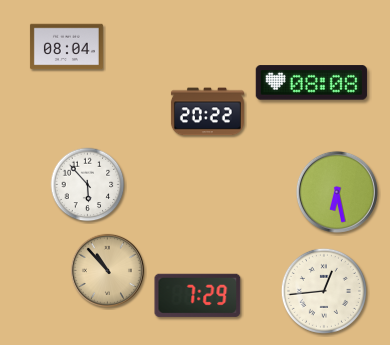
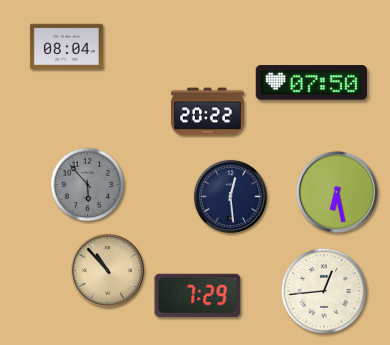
clock at (311, 83): 08:08 -> 07:50
clock at (88, 185) dial: white -> grey
clock at (230, 196): none -> 12:29
